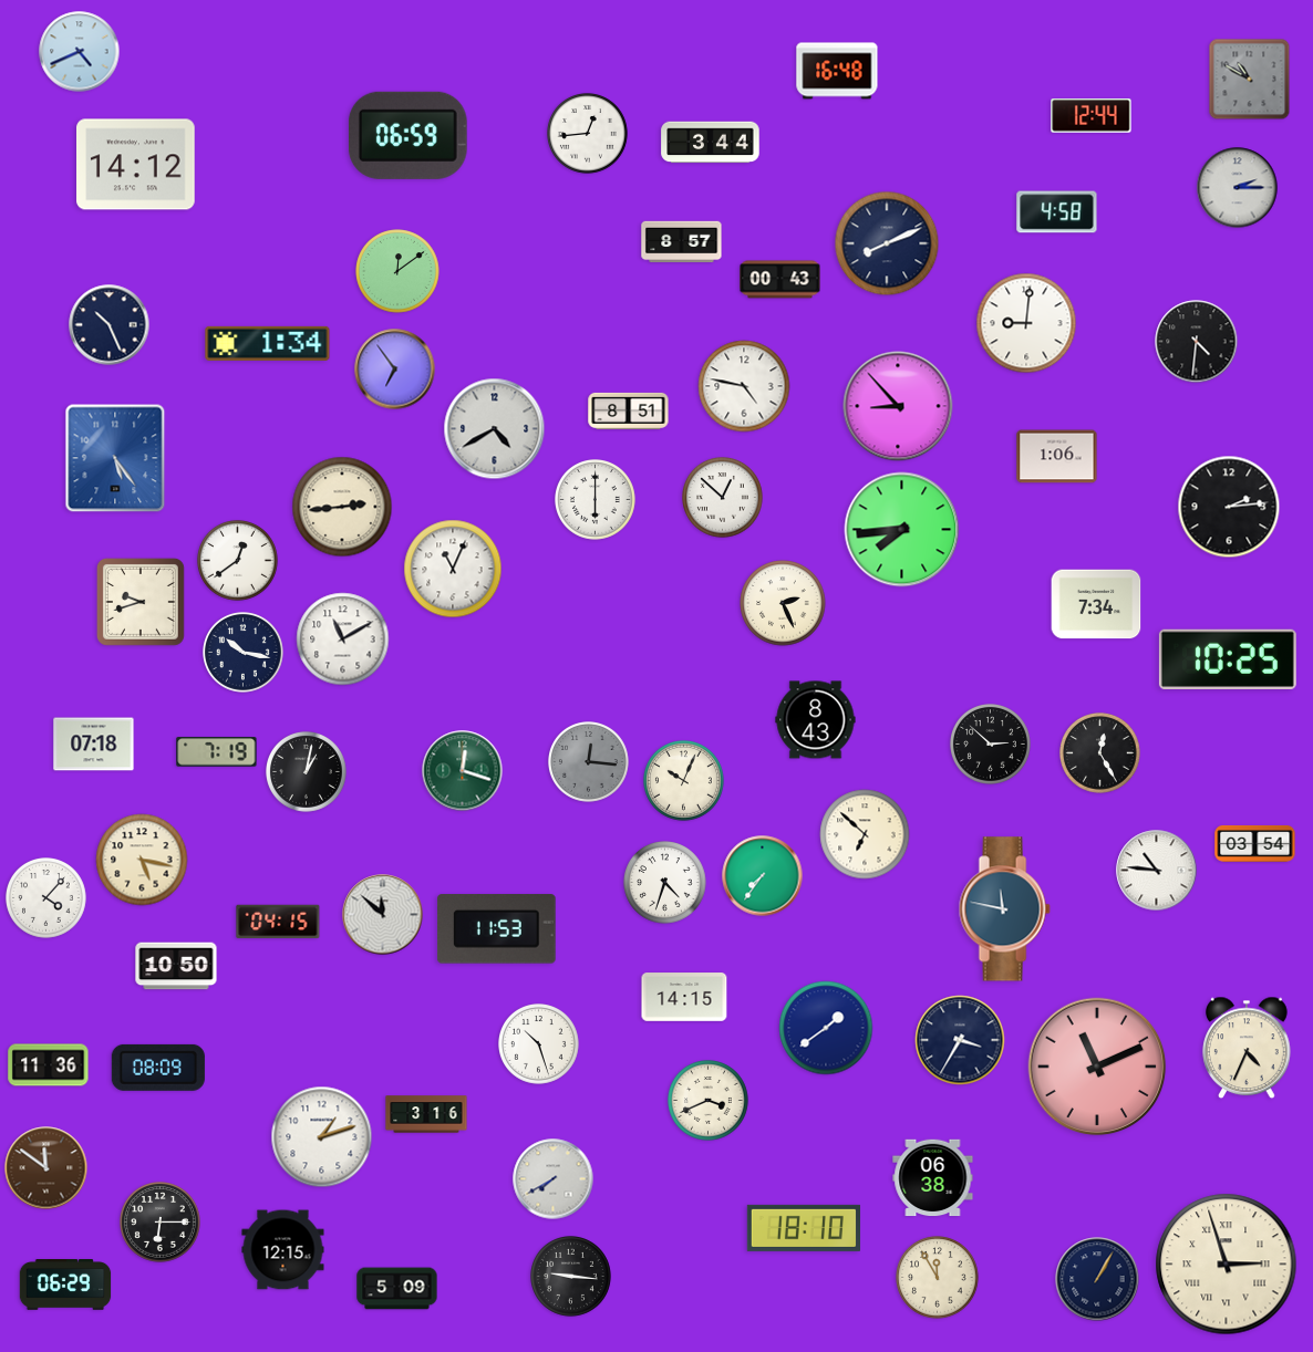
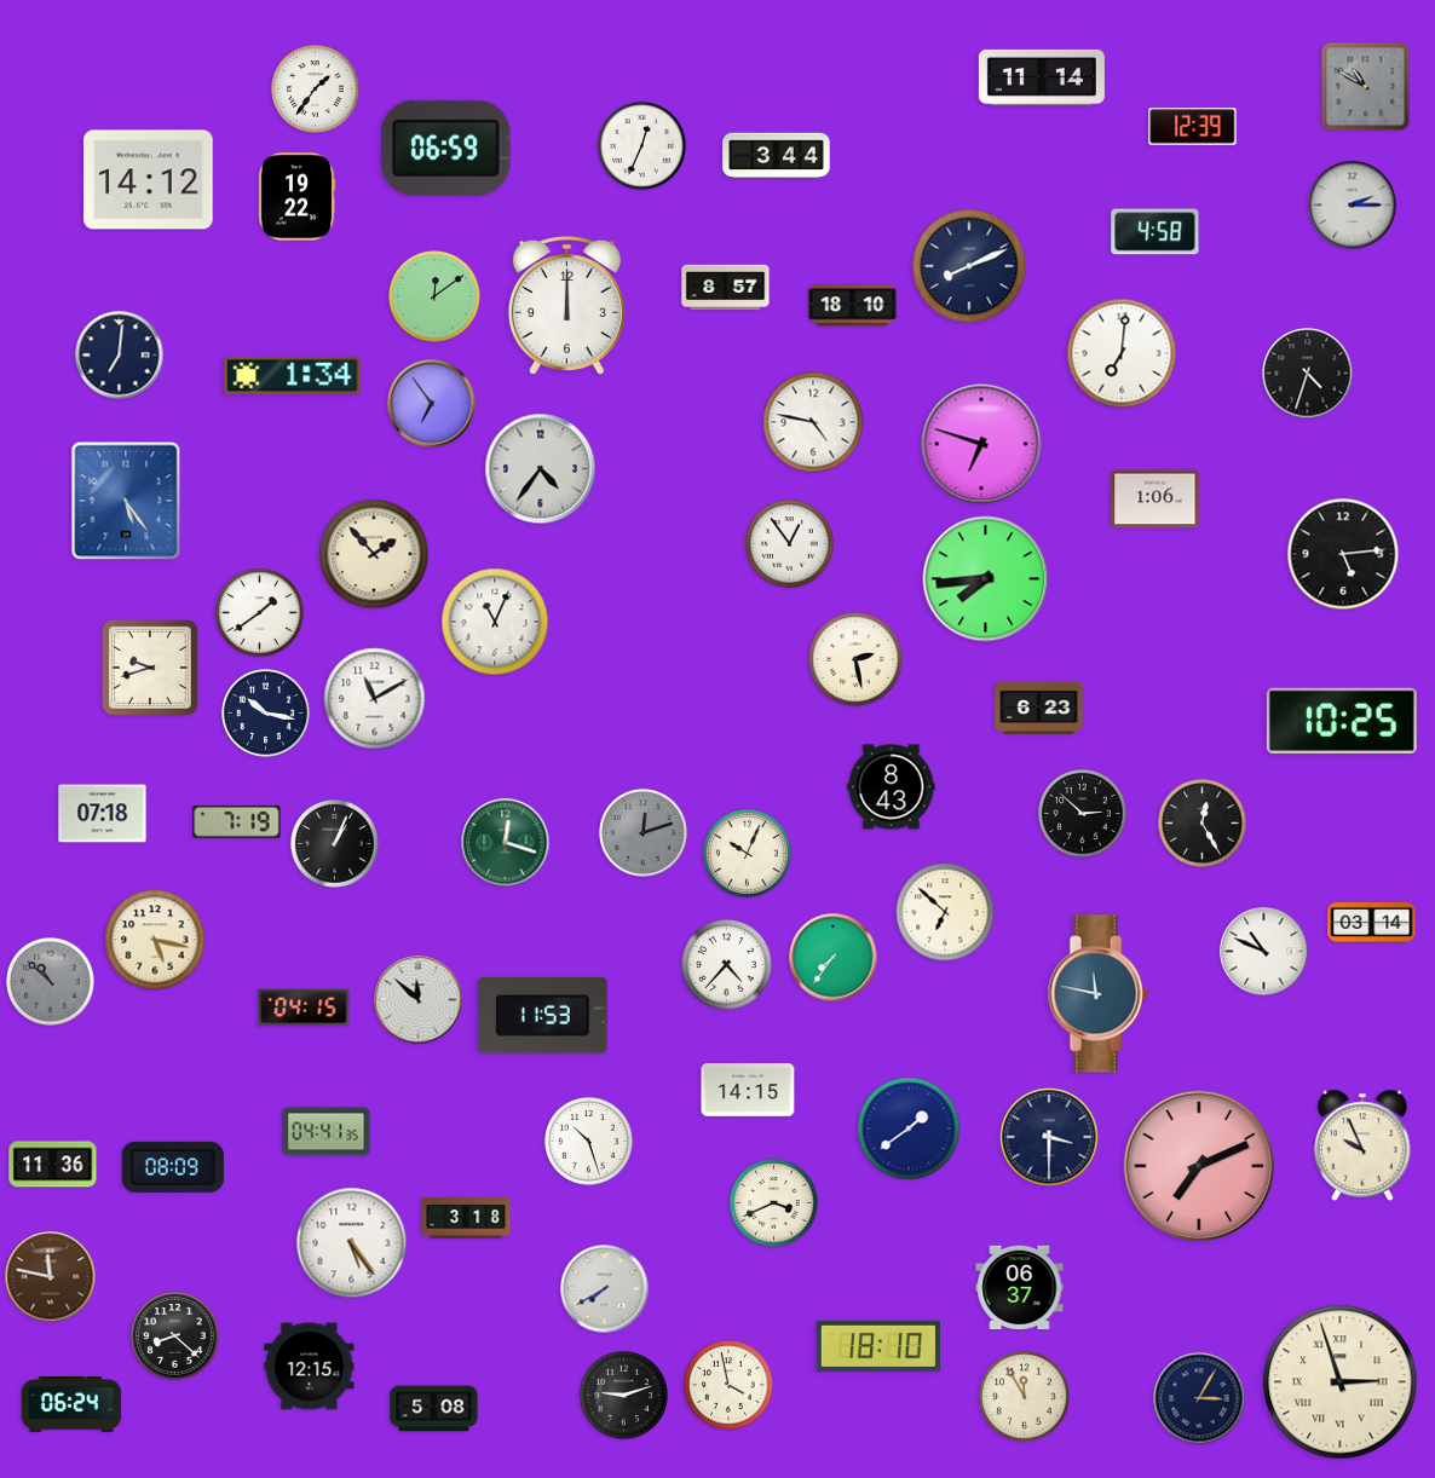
clock at (80, 52): 4:41 -> none
clock at (837, 71): 16:48 -> none
clock at (1042, 77): none -> 11:14
clock at (316, 90): none -> 1:36
clock at (1092, 116): 12:44 -> 12:39
clock at (588, 134): 12:44 -> 12:34
clock at (296, 197): none -> 19:22
clock at (682, 242) position: (682, 242) -> (726, 288)
clock at (566, 306): none -> 12:00
clock at (780, 280): 00:43 -> 18:10
clock at (1026, 323): 9:01 -> 7:01
clock at (110, 325): 10:26 -> 7:01
clock at (1197, 342): 4:31 -> 4:33
clock at (898, 406): 8:53 -> 6:48
clock at (629, 410): 8:51 -> none
clock at (495, 429): 4:40 -> 4:36
clock at (723, 498): 12:52 -> 12:54
clock at (596, 500): 6:00 -> none
clock at (342, 507): 2:44 -> 1:53
clock at (1229, 507): 2:14 -> 5:14
clock at (238, 561): 12:39 -> 1:39
clock at (141, 602) position: (141, 602) -> (150, 668)
clock at (783, 603): 2:26 -> 2:28
clock at (1096, 604): 7:34 -> none
clock at (1039, 708): none -> 6:23
clock at (589, 762): 12:16 -> 12:12
clock at (307, 772): 1:02 -> 1:04
clock at (1255, 844): 03:54 -> 03:14
clock at (1157, 871): 10:46 -> 10:49
clock at (665, 883): 4:33 -> 4:37
clock at (46, 898): 4:07 -> 10:52
clock at (46, 898) dial: white -> grey
clock at (176, 966): 10:50 -> none
clock at (826, 1028) position: (826, 1028) -> (909, 1128)
clock at (327, 1132): none -> 04:41
clock at (960, 1040): 3:35 -> 3:30
clock at (1248, 1048): 4:34 -> 9:56
clock at (1097, 1067): 11:11 -> 7:11
clock at (426, 1114): 3:16 -> 3:18
clock at (322, 1137): 1:12 -> 5:24
clock at (46, 1168): 11:51 -> 11:47
clock at (933, 1178): 06:38 -> 06:37
clock at (161, 1223): 6:15 -> 8:22
clock at (803, 1228) position: (803, 1228) -> (877, 1346)
clock at (730, 1386): none -> 3:58
clock at (571, 1277): 9:16 -> 9:12
clock at (1097, 1279): 1:05 -> 3:05
clock at (65, 1286): 06:29 -> 06:24
clock at (397, 1289): 5:09 -> 5:08
